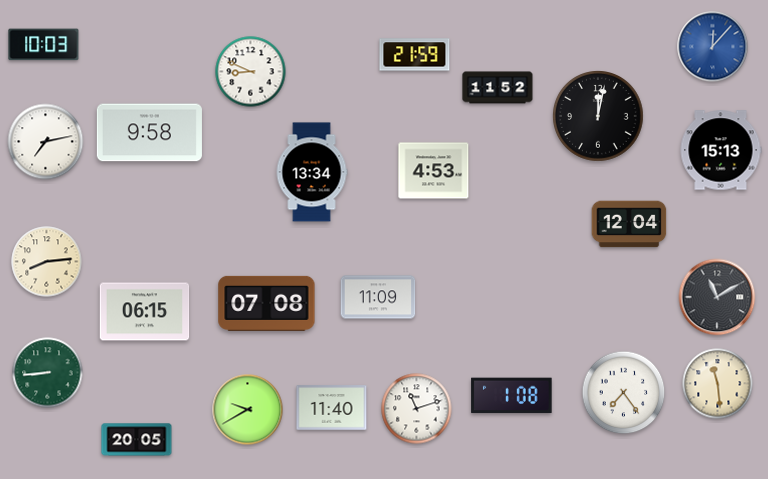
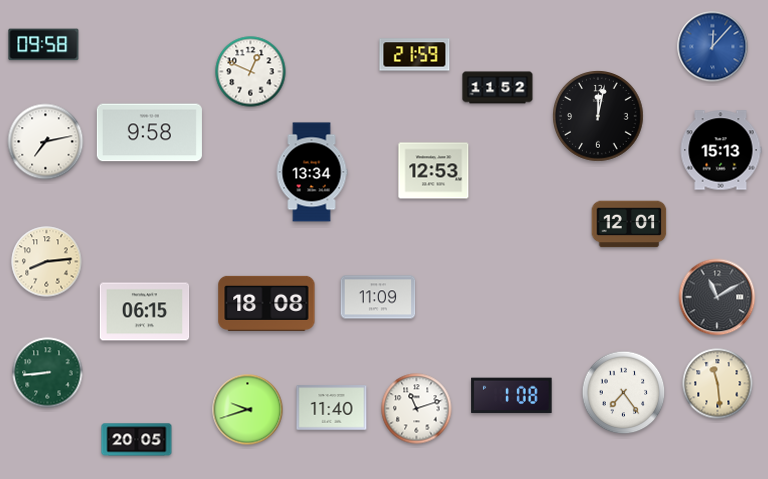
clock at (44, 45): 10:03 -> 09:58
clock at (251, 72): 8:49 -> 12:49
clock at (434, 171): 4:53 -> 12:53
clock at (629, 224): 12:04 -> 12:01
clock at (267, 303): 07:08 -> 18:08
clock at (248, 410): 9:40 -> 9:42
